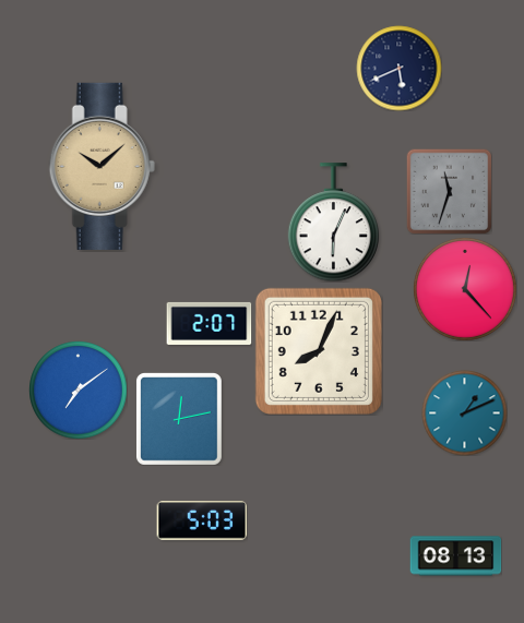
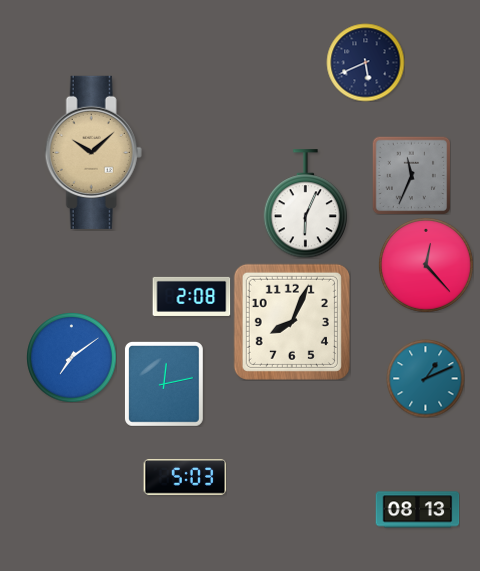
clock at (449, 191): 11:33 -> 11:34
clock at (209, 323): 2:07 -> 2:08
